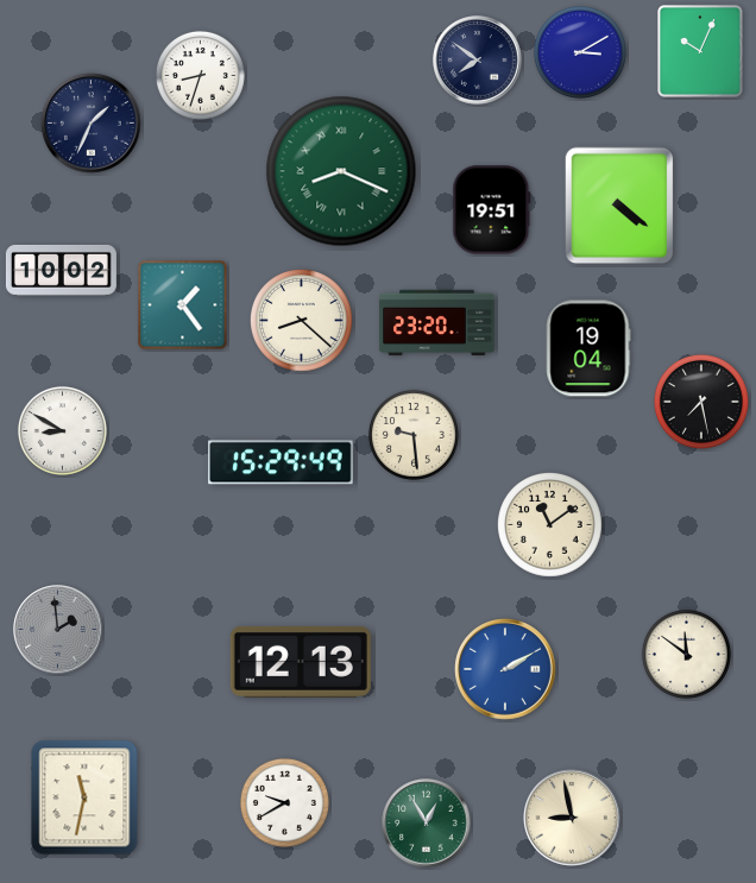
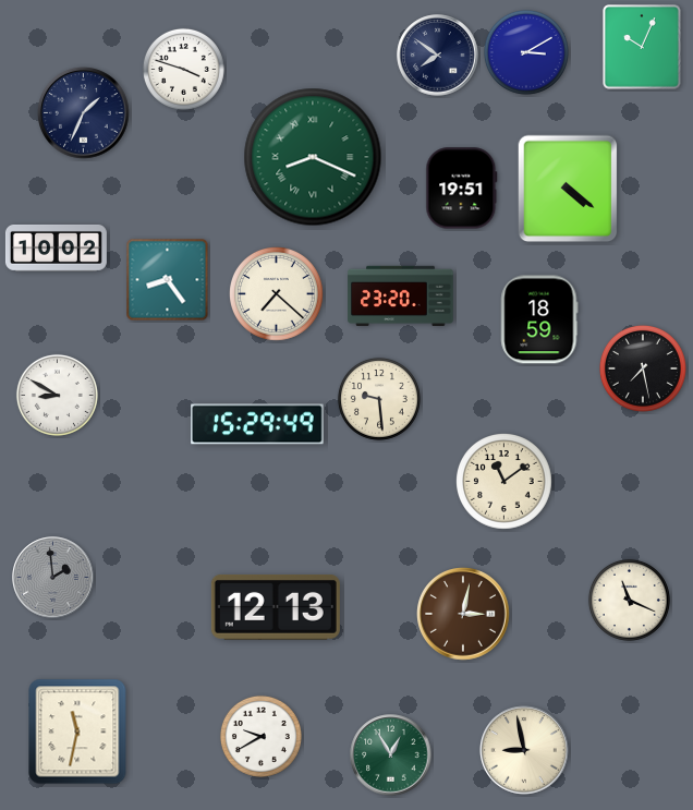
clock at (580, 52) position: (580, 52) -> (526, 52)
clock at (200, 75): 8:33 -> 3:48
clock at (492, 210) position: (492, 210) -> (462, 189)
clock at (183, 305): 1:24 -> 8:24
clock at (302, 321): 8:22 -> 7:22
clock at (588, 348): 19:04 -> 18:59
clock at (686, 654): 11:51 -> 11:19
clock at (505, 669): 2:10 -> 3:02
clock at (505, 669) dial: blue -> brown
